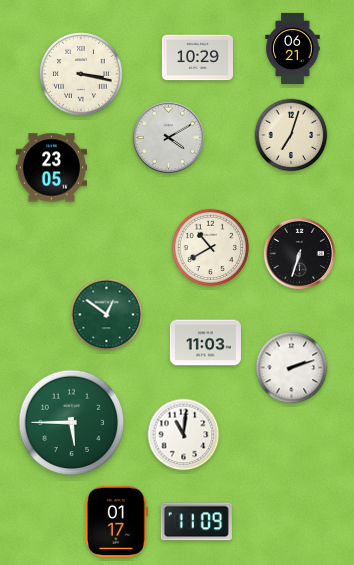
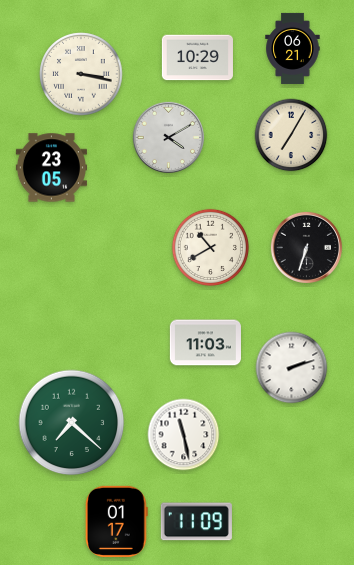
clock at (291, 135): 7:03 -> 7:05
clock at (299, 253) position: (299, 253) -> (306, 247)
clock at (107, 315): 12:51 -> none
clock at (72, 423): 5:45 -> 7:22
clock at (184, 435): 11:01 -> 11:28
